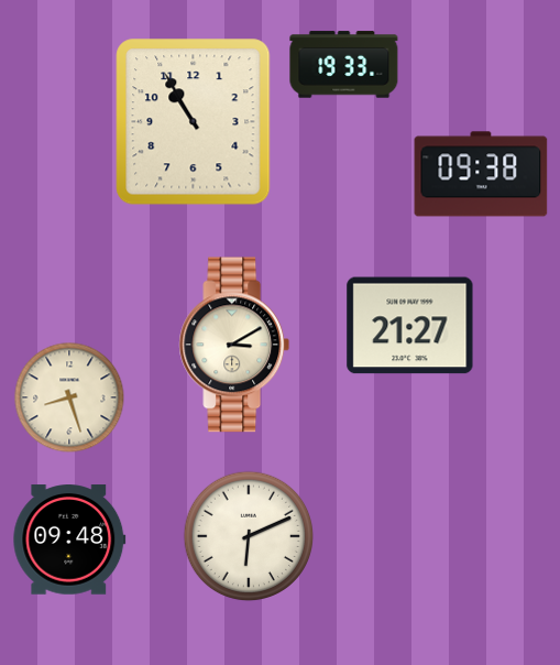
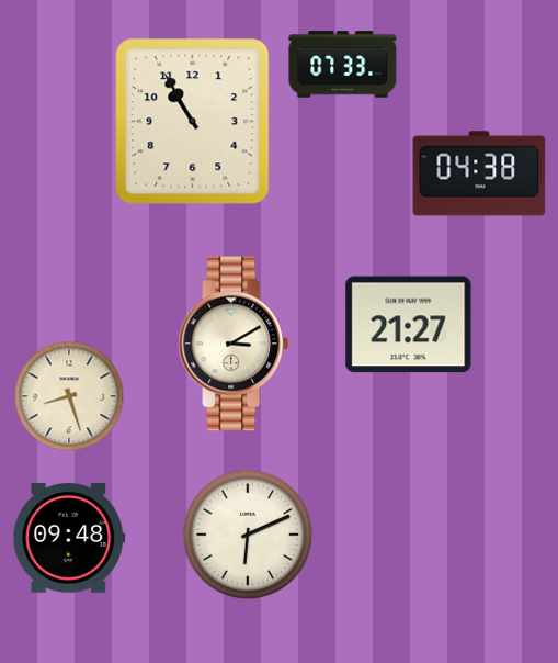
clock at (344, 65): 19:33 -> 07:33
clock at (481, 174): 09:38 -> 04:38
